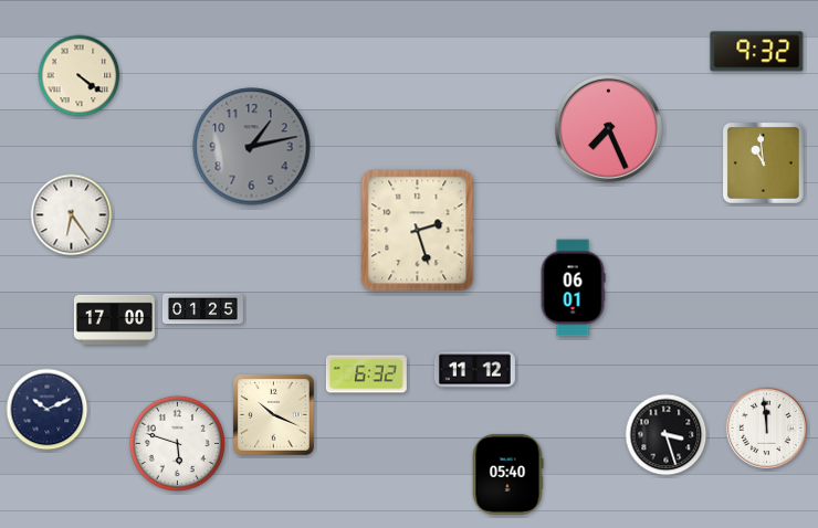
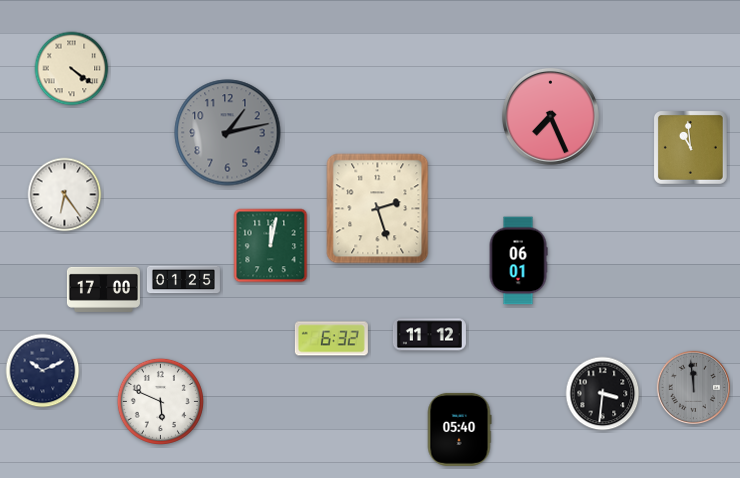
clock at (757, 52): 9:32 -> none
clock at (271, 246): none -> 12:02
clock at (273, 414): 10:19 -> none
clock at (766, 427) dial: white -> grey
clock at (667, 435): 3:27 -> 3:31
clock at (177, 443): 5:48 -> 5:49
